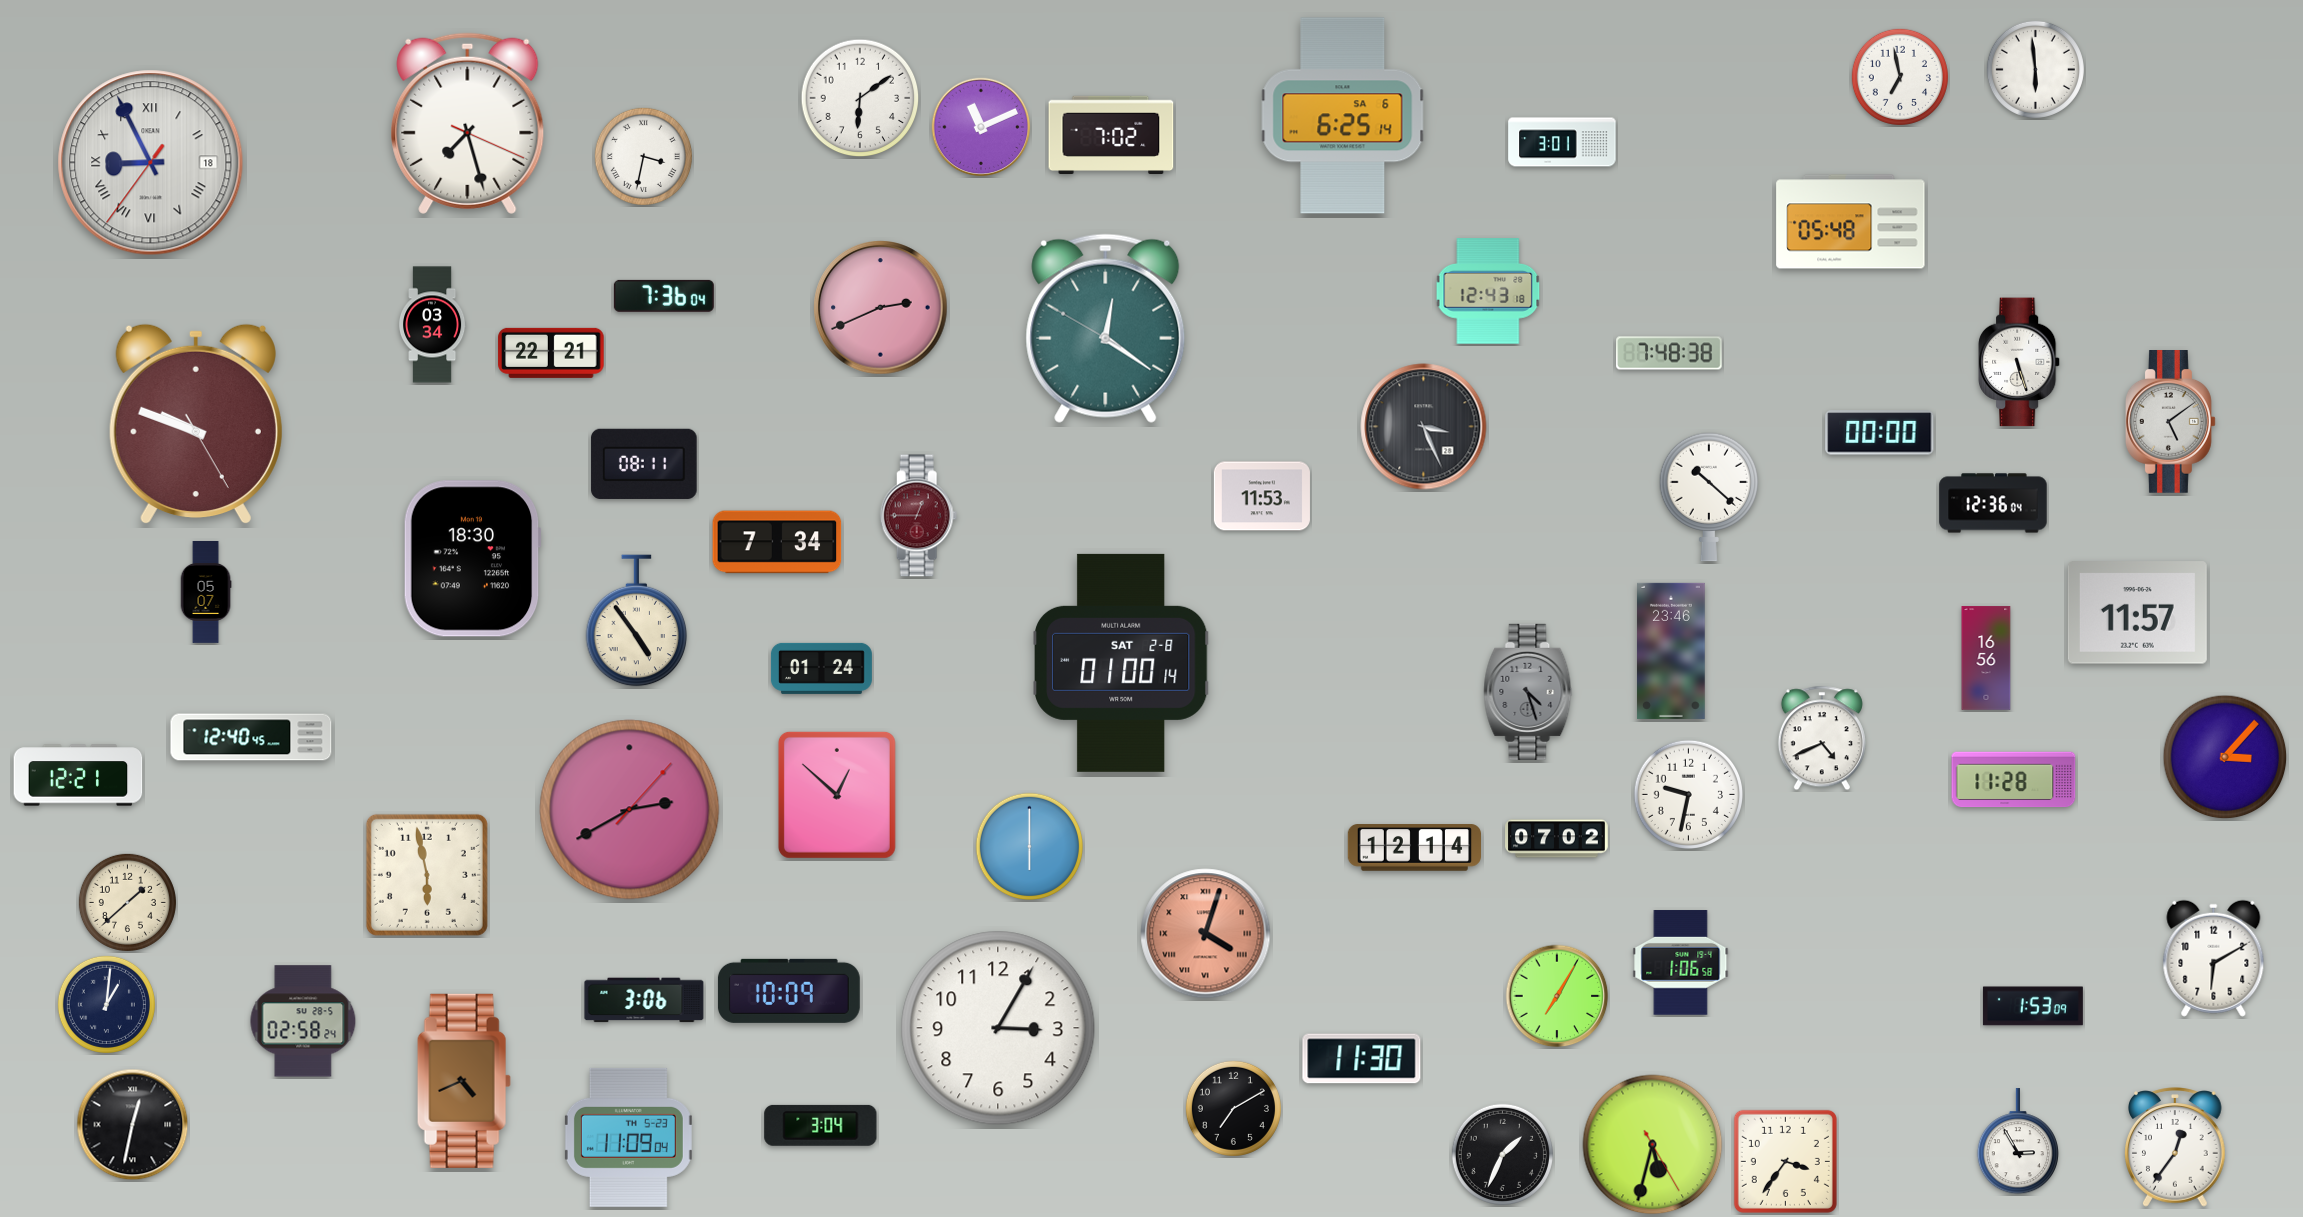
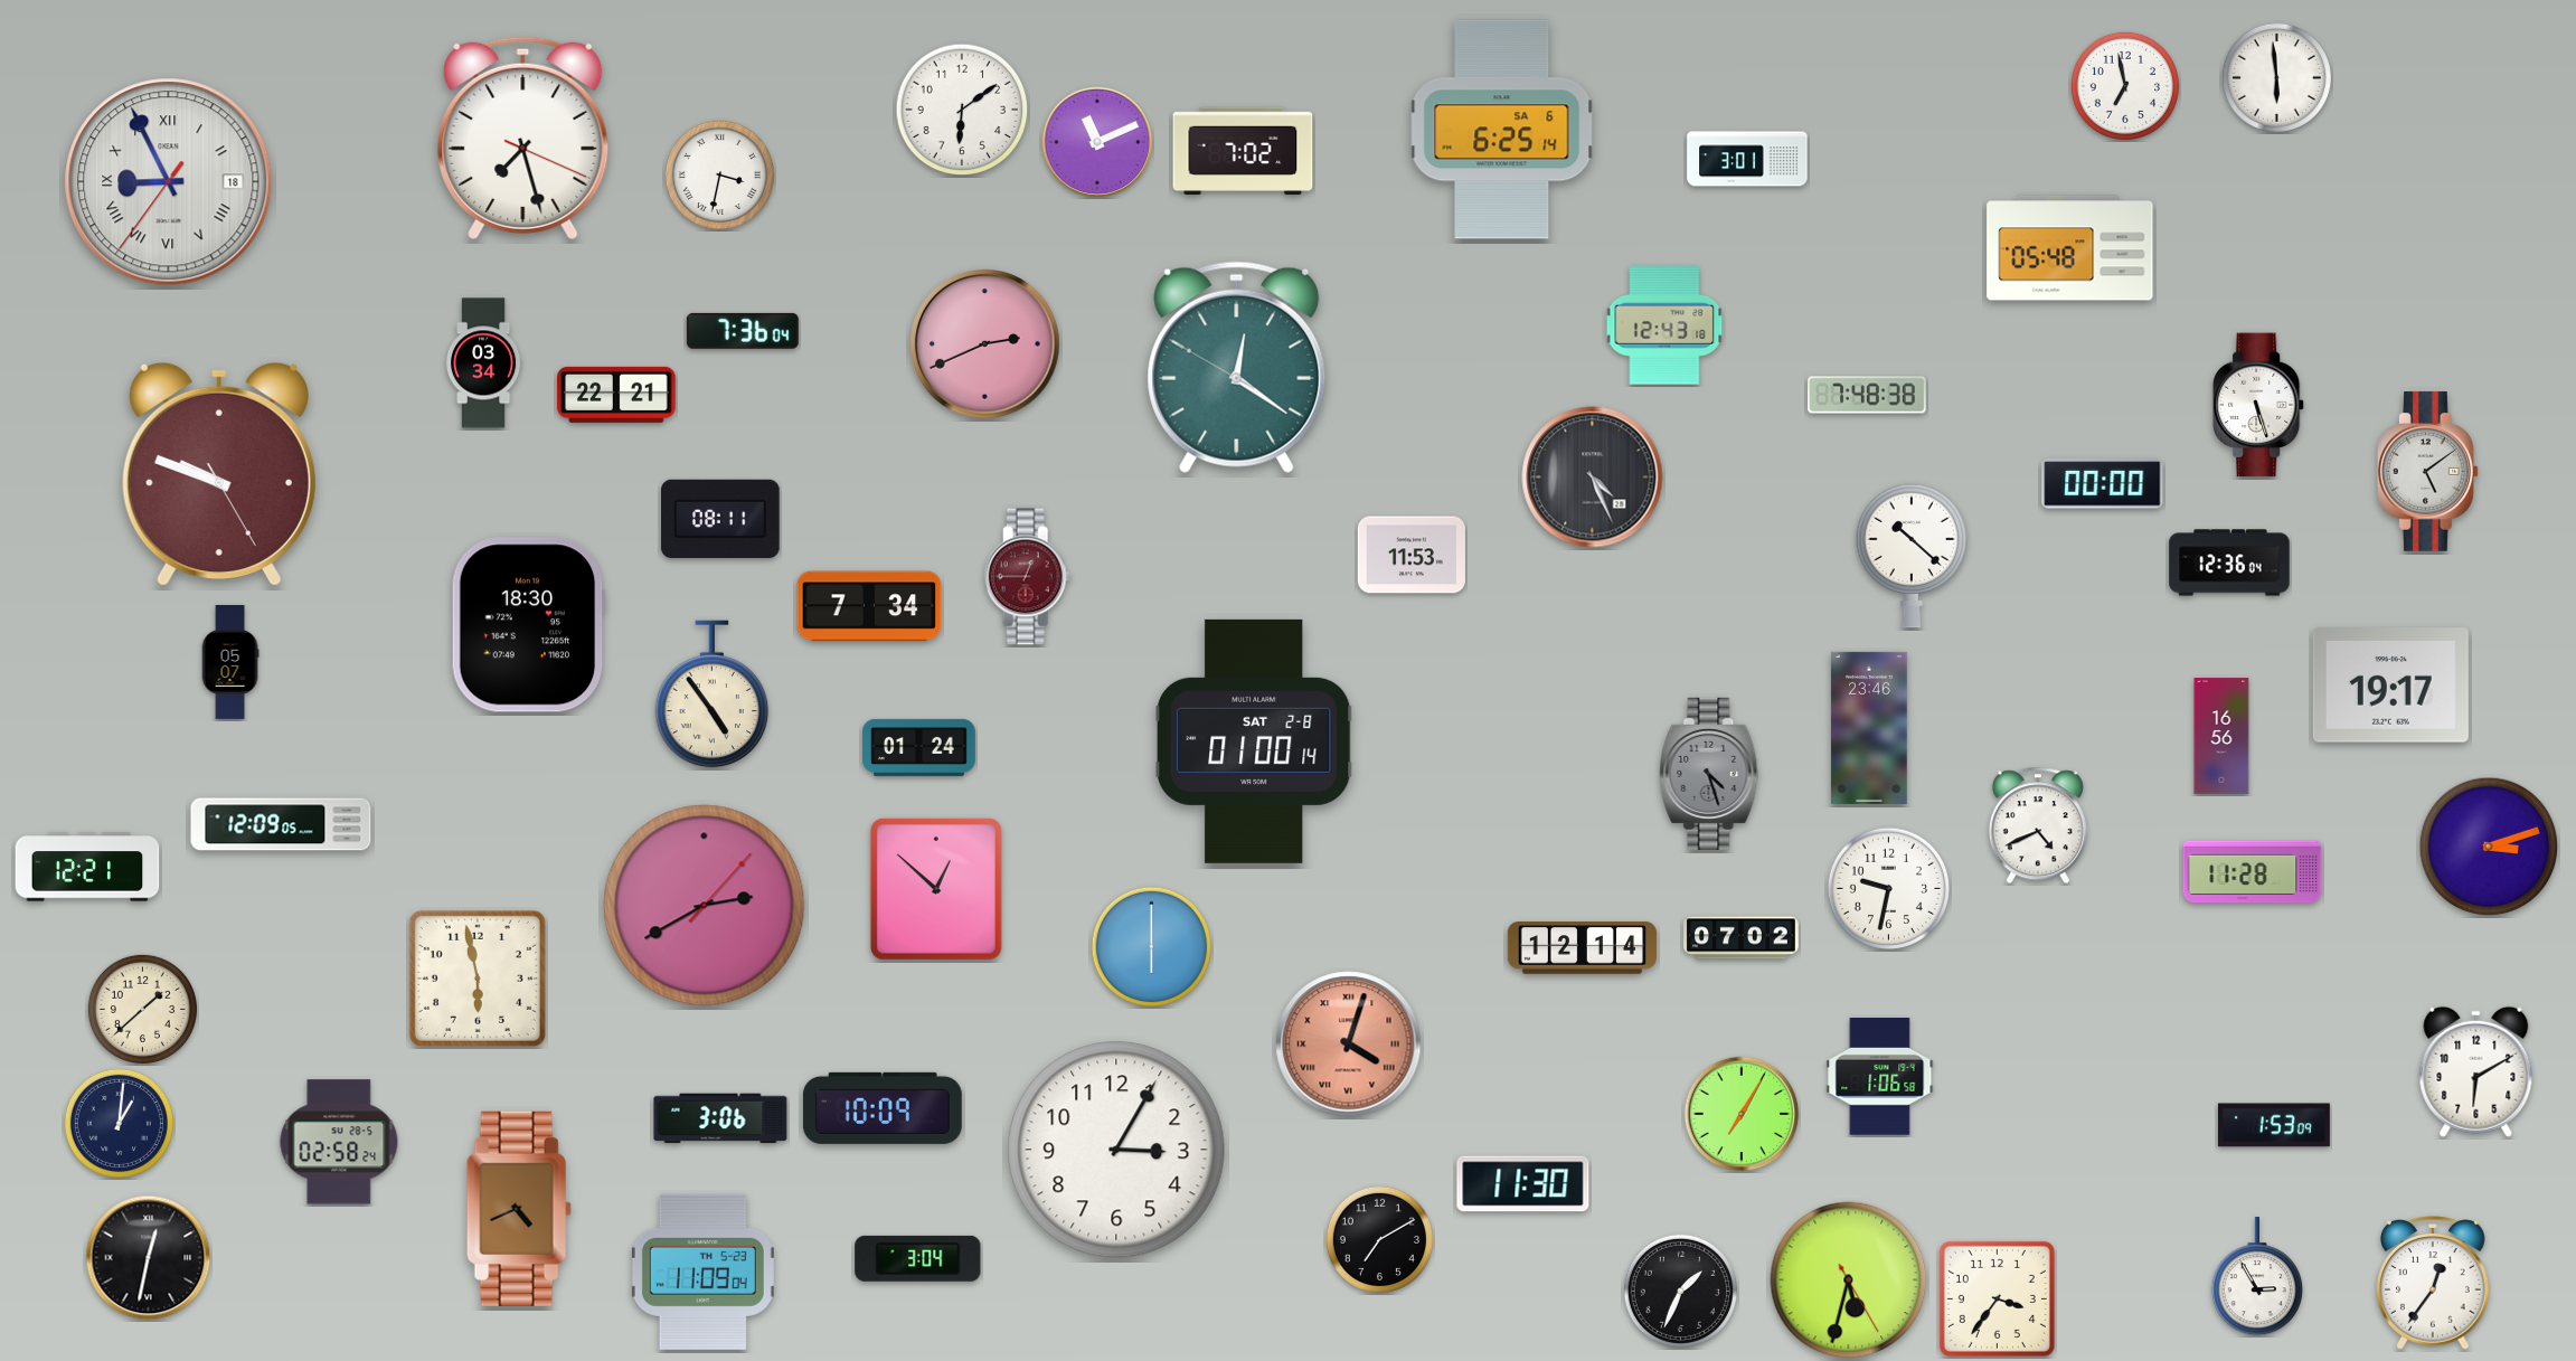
clock at (1424, 427): 3:26 -> 4:26
clock at (2137, 613): 11:57 -> 19:17
clock at (251, 737): 12:40 -> 12:09
clock at (2225, 757): 3:07 -> 3:12
